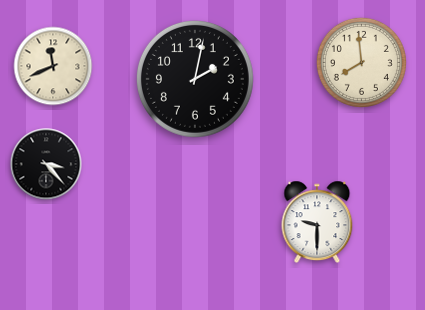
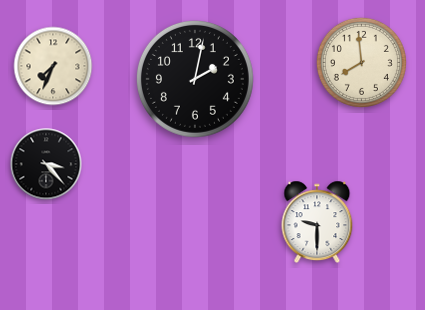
clock at (53, 66): 11:41 -> 7:34
